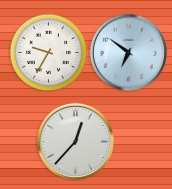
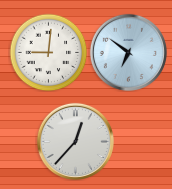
clock at (48, 52): 9:35 -> 9:01
